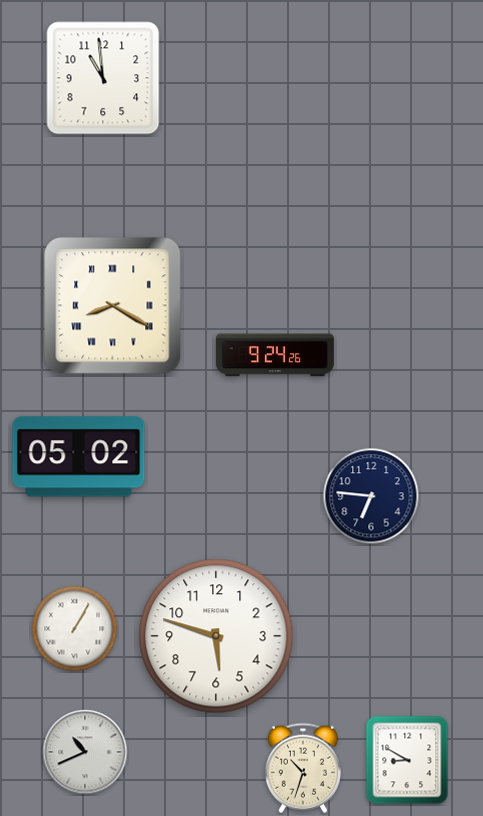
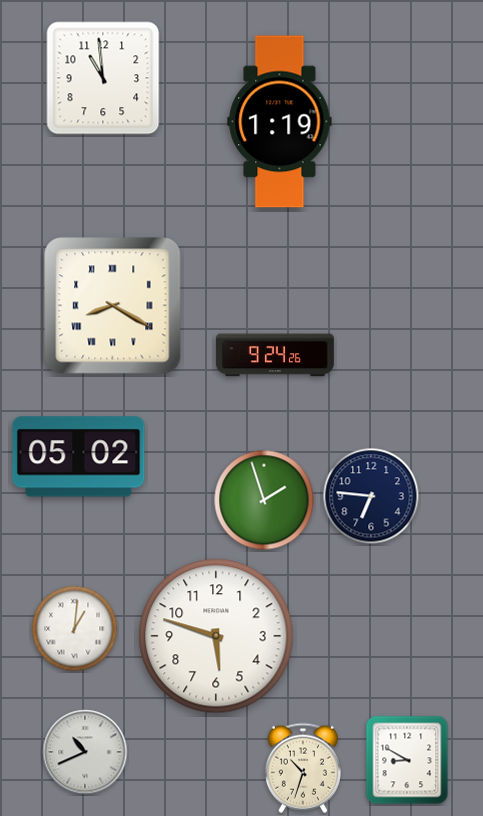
clock at (280, 122): none -> 1:19
clock at (264, 500): none -> 1:57
clock at (75, 629): 1:05 -> 1:01
